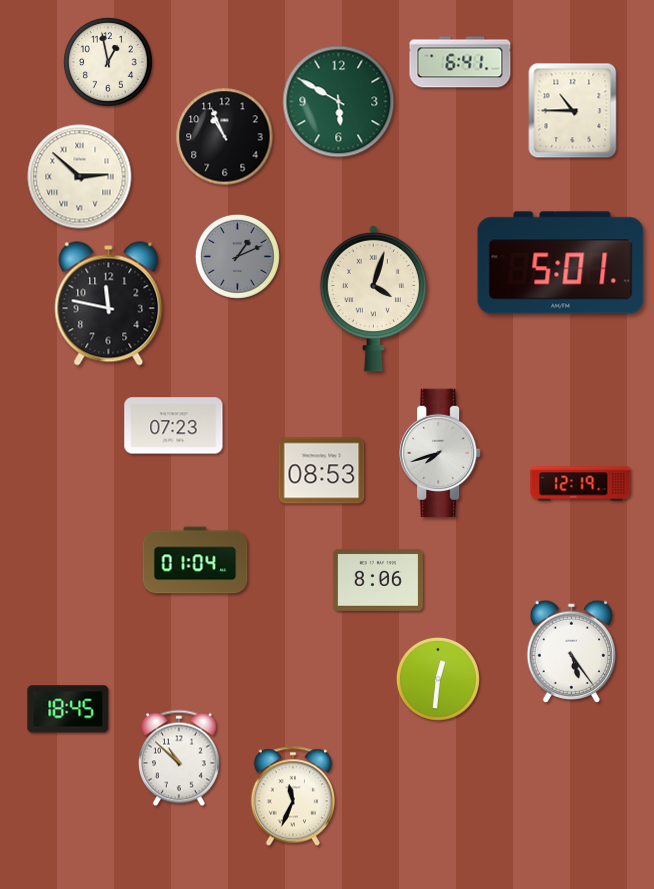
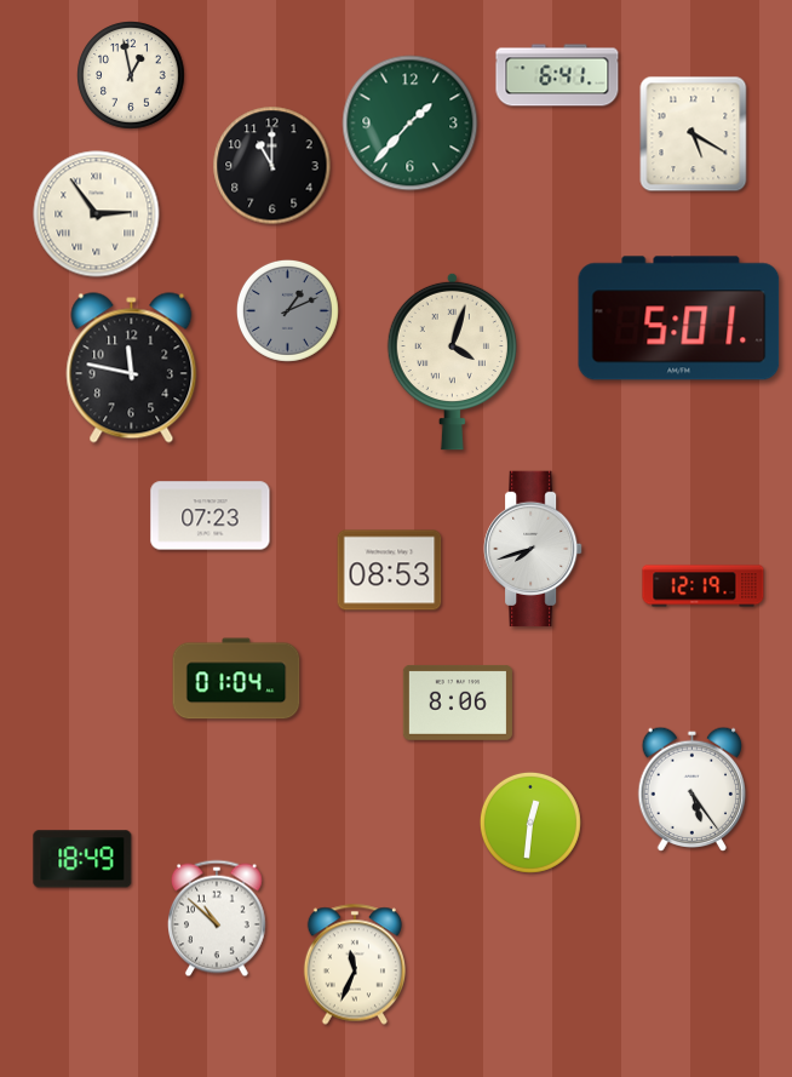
clock at (339, 102): 5:50 -> 1:37
clock at (573, 111): 10:45 -> 5:20
clock at (225, 137): 10:56 -> 11:00
clock at (80, 177): 2:52 -> 2:54
clock at (68, 709): 18:45 -> 18:49
